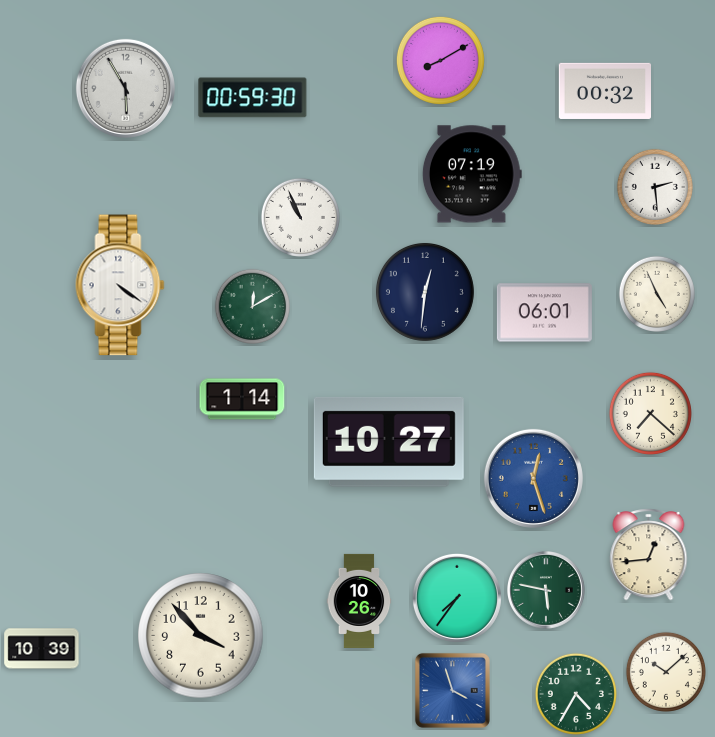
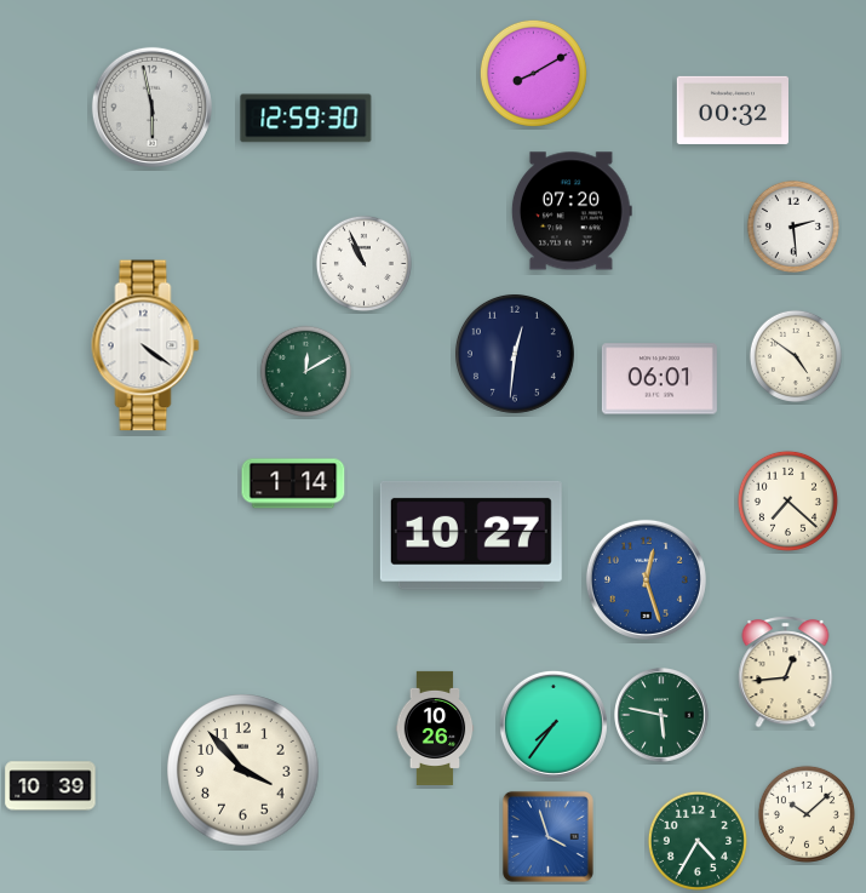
clock at (125, 88): 5:55 -> 5:58
clock at (253, 98): 00:59 -> 12:59
clock at (472, 174): 07:19 -> 07:20
clock at (657, 294): 4:56 -> 4:51
